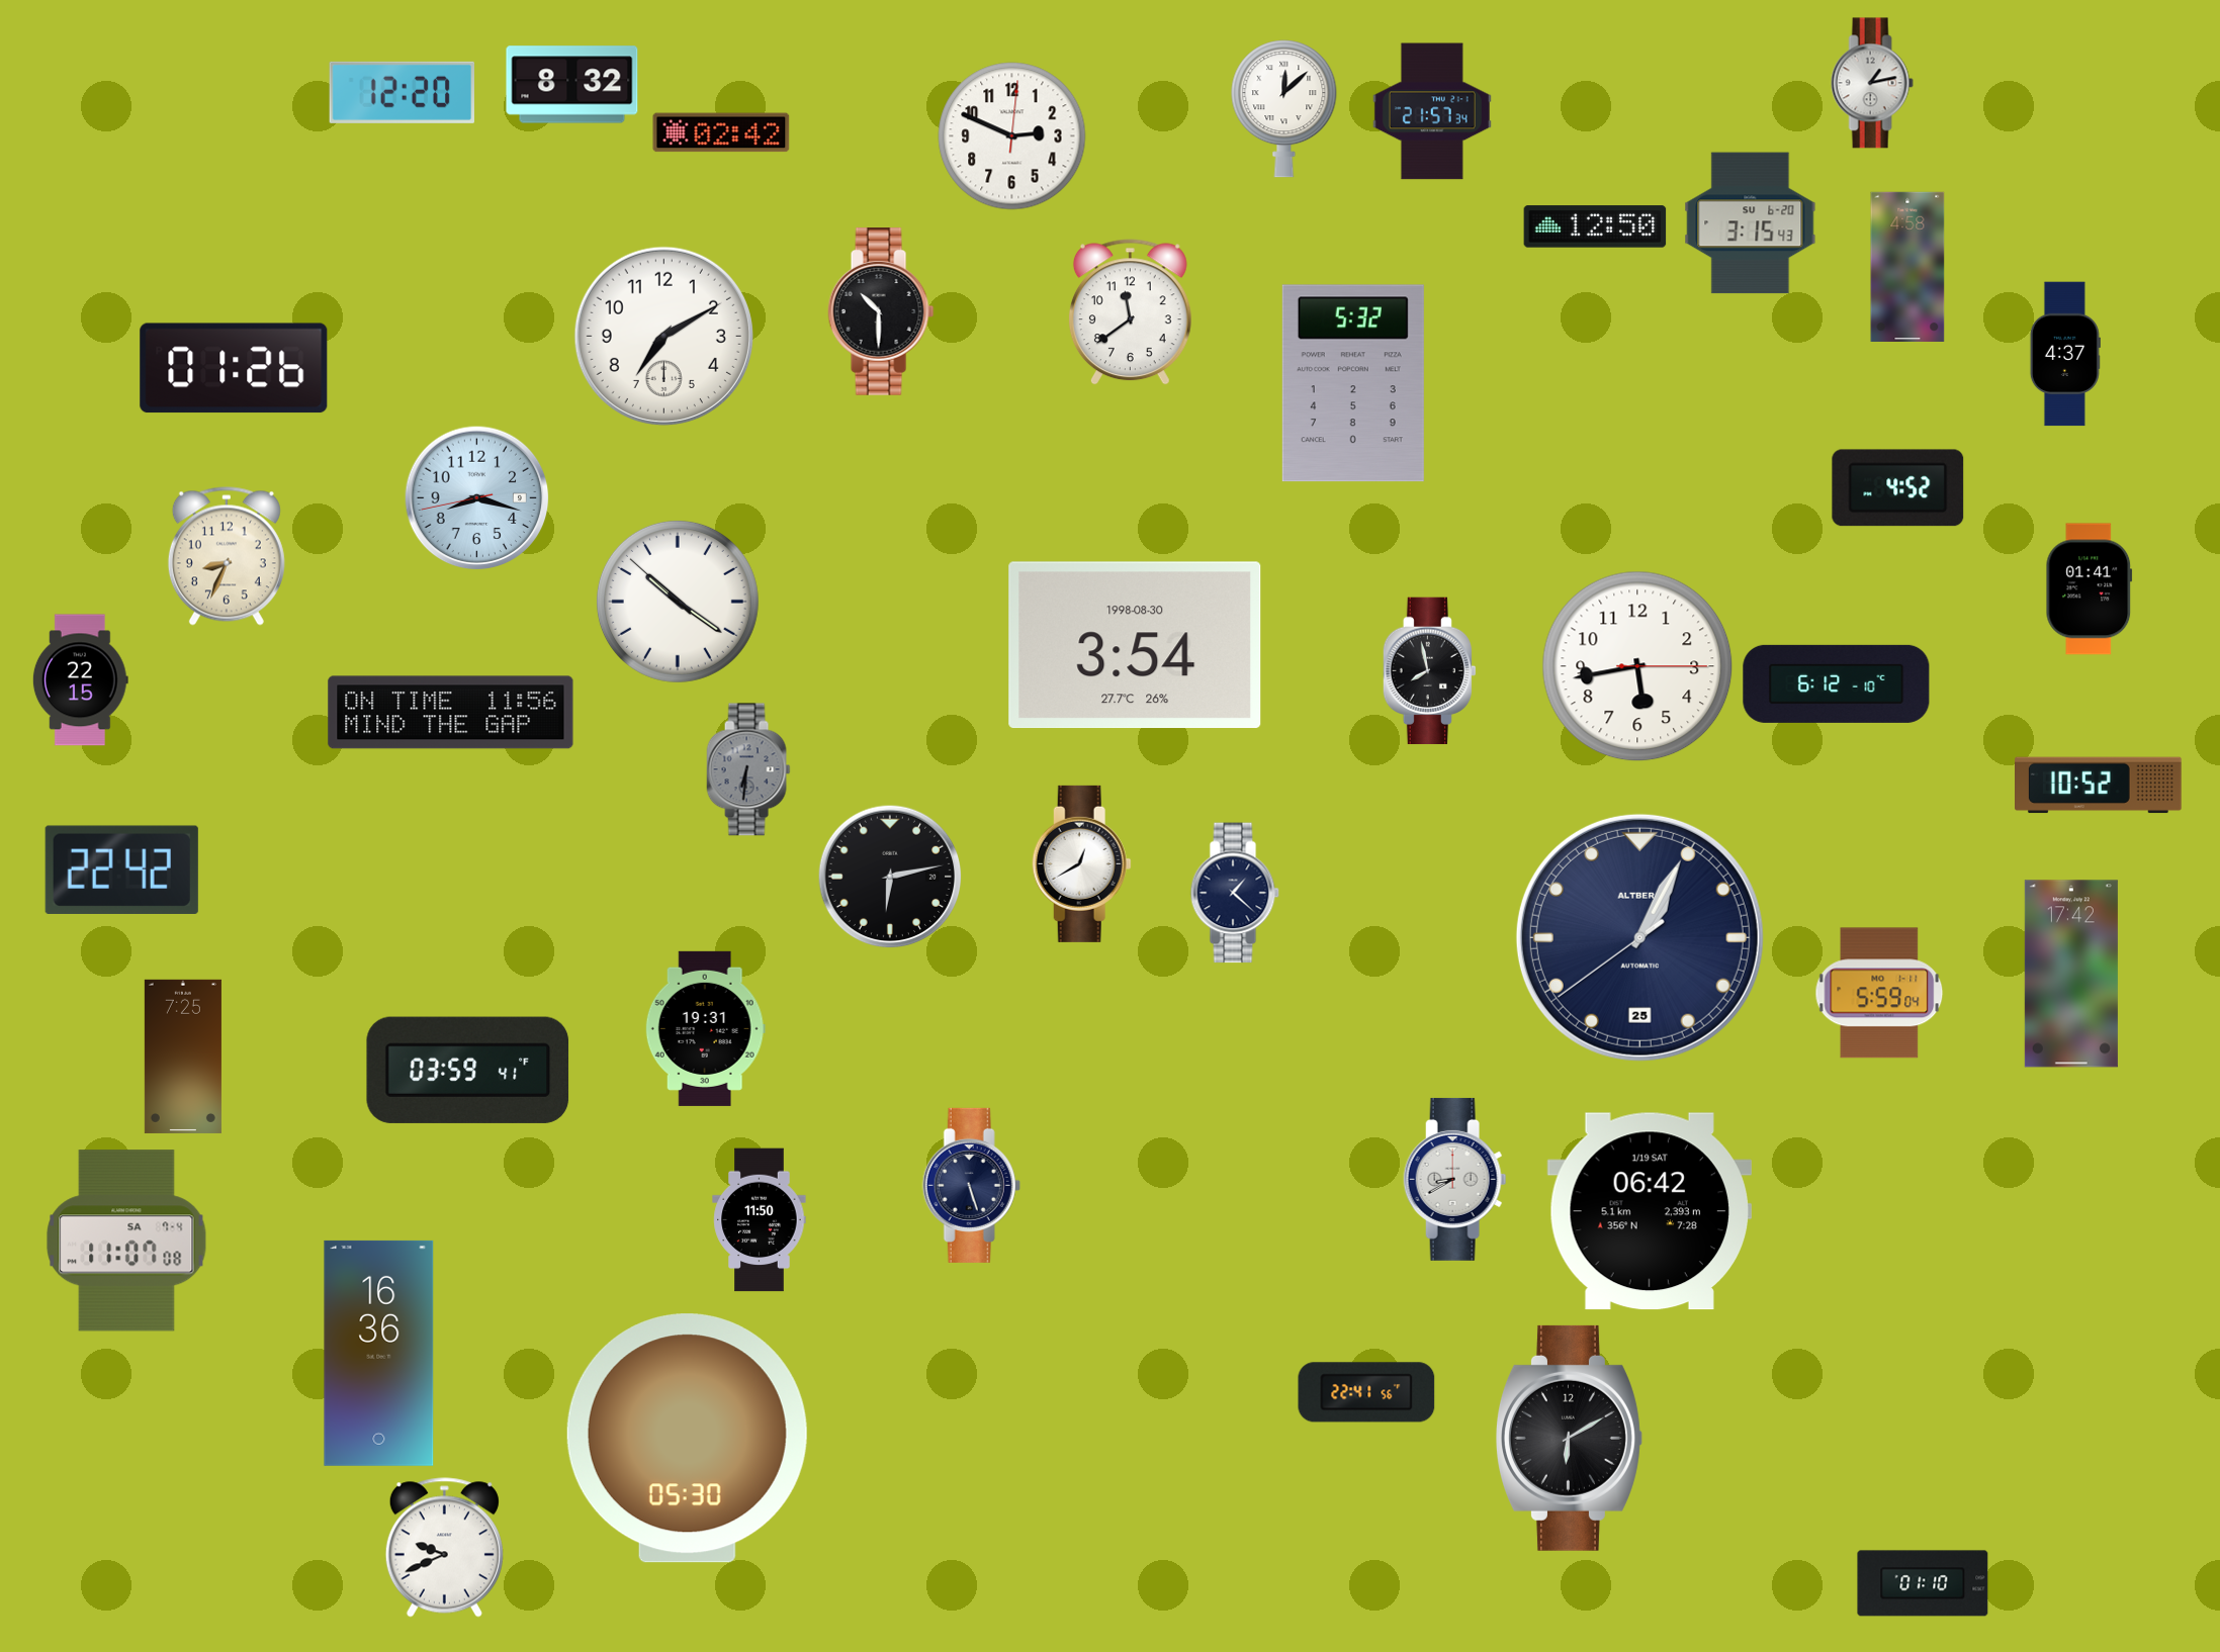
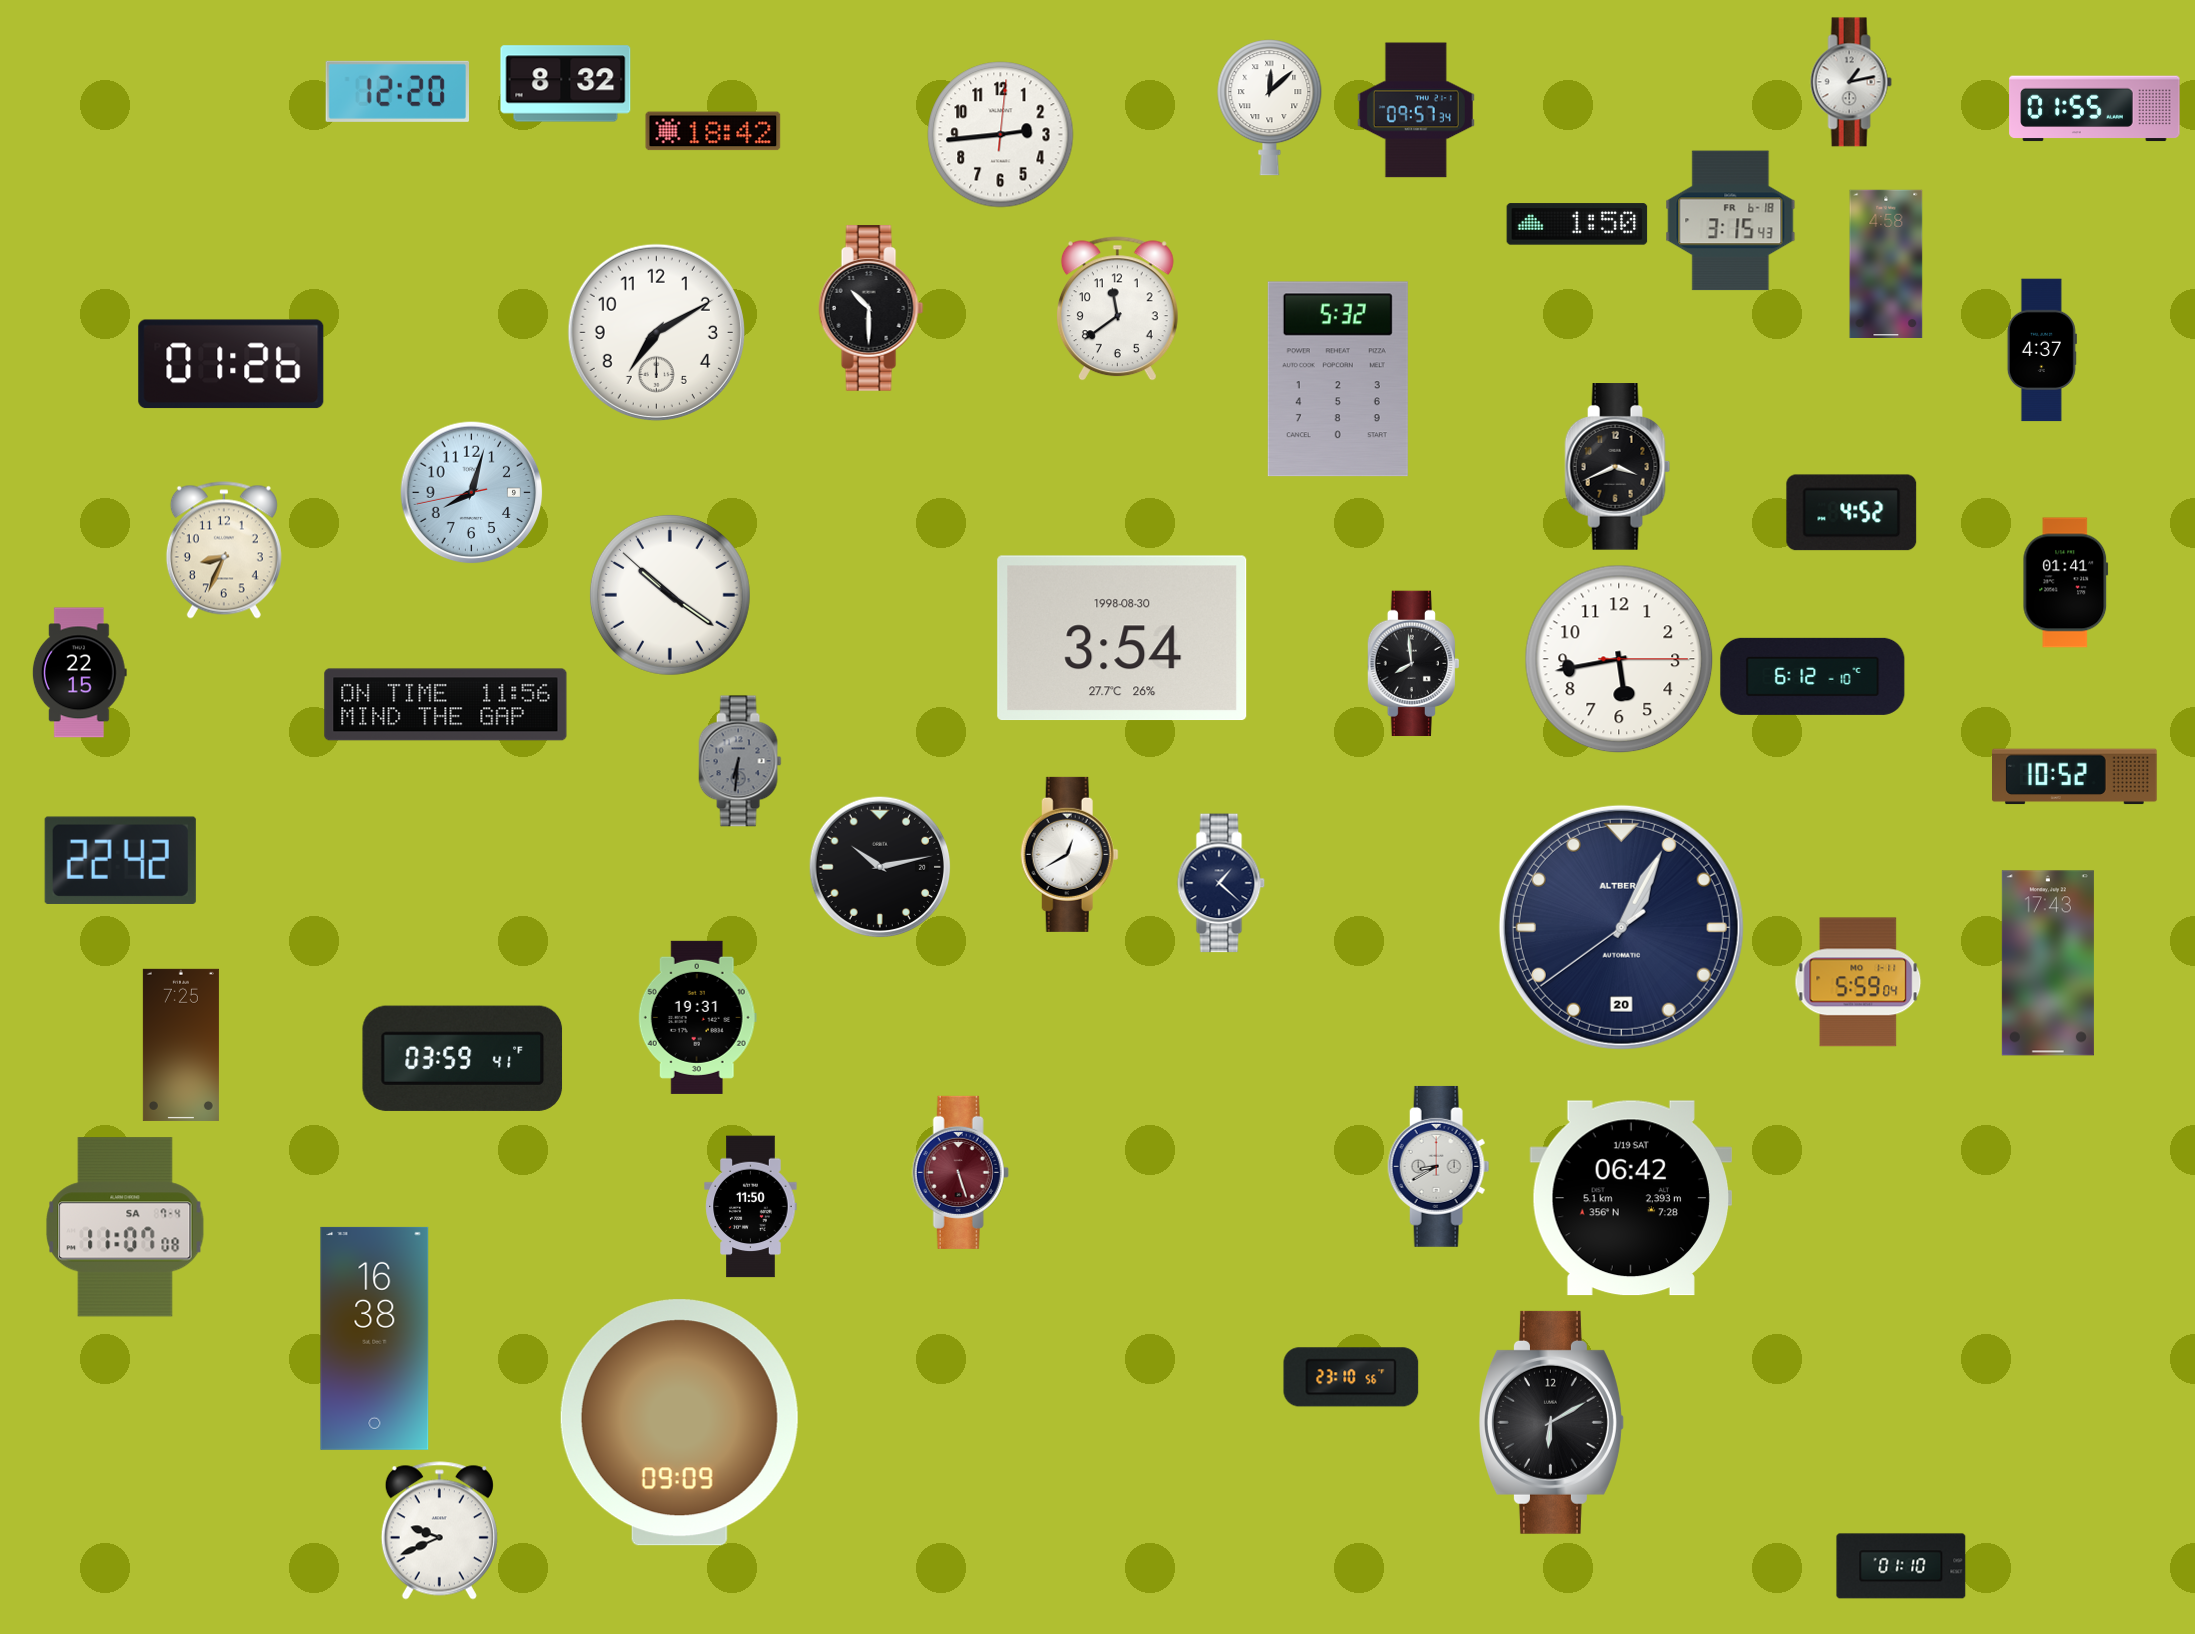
clock at (2095, 109): none -> 01:55
clock at (1432, 111): 21:57 -> 09:57
clock at (721, 132): 02:42 -> 18:42
clock at (1012, 136): 2:49 -> 2:44
clock at (1751, 223) date: SU 6-20 -> FR 6-18
clock at (1595, 226): 12:50 -> 1:50
clock at (1618, 467): none -> 3:41
clock at (1898, 488) position: (1898, 488) -> (1852, 513)
clock at (476, 497): 8:17 -> 8:02
clock at (1429, 671): 7:58 -> 7:59
clock at (1837, 683) position: (1837, 683) -> (1813, 676)
clock at (890, 877): 6:13 -> 10:13
clock at (1639, 937) date: 25 -> 20
clock at (2071, 974): 17:42 -> 17:43
clock at (971, 1185) dial: navy -> burgundy
clock at (379, 1353): 16:36 -> 16:38
clock at (1366, 1392): 22:41 -> 23:10
clock at (687, 1439): 05:30 -> 09:09
